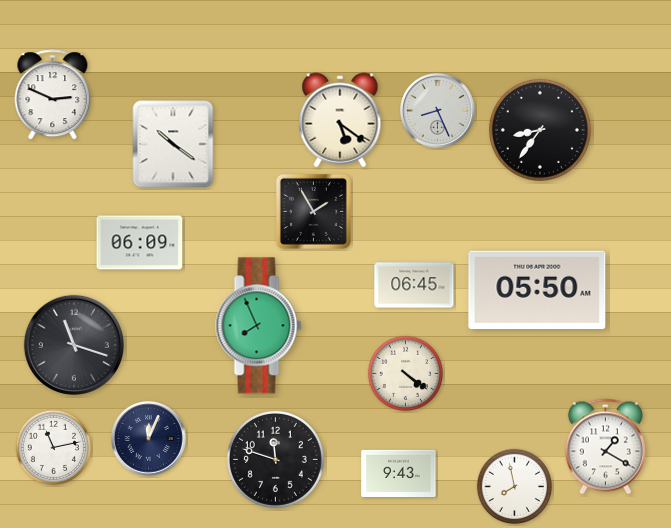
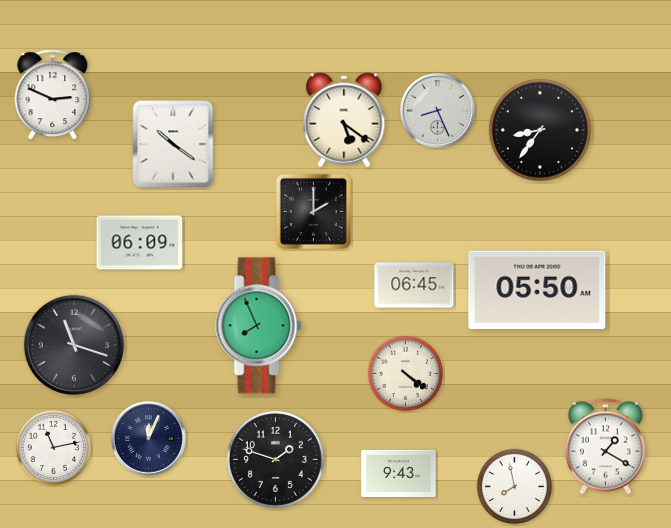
clock at (340, 120) position: (340, 120) -> (344, 120)
clock at (313, 211): 1:55 -> 2:00
clock at (275, 459): 11:48 -> 1:48
